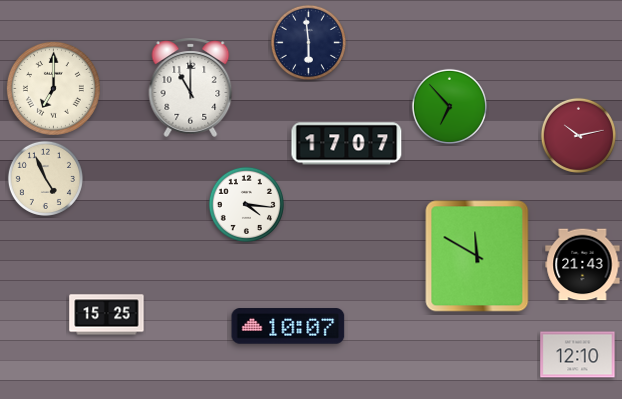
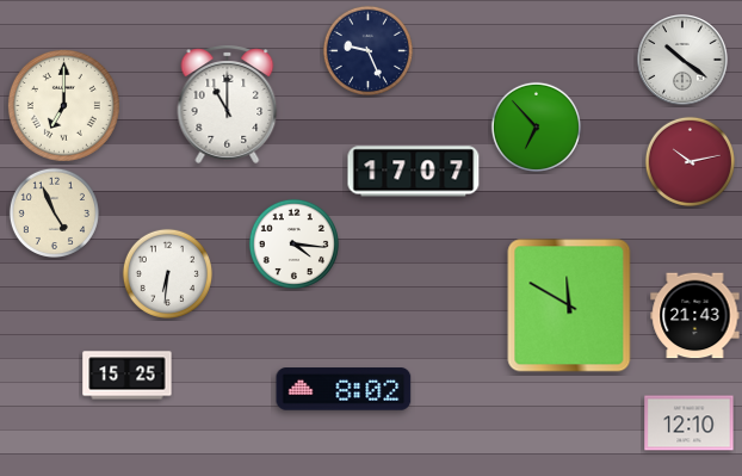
clock at (308, 42): 5:59 -> 9:26
clock at (684, 61): none -> 10:21
clock at (167, 273): none -> 6:31
clock at (288, 326): 10:07 -> 8:02
